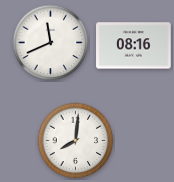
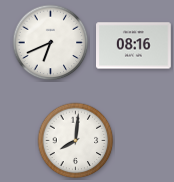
clock at (51, 43): 11:41 -> 6:41
